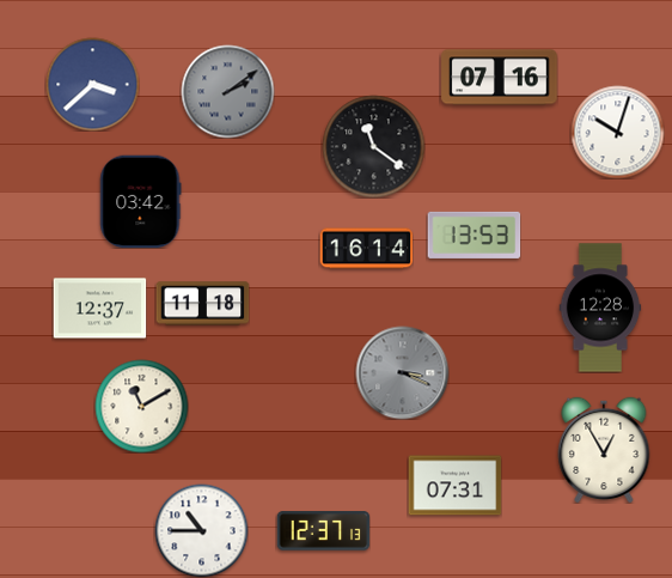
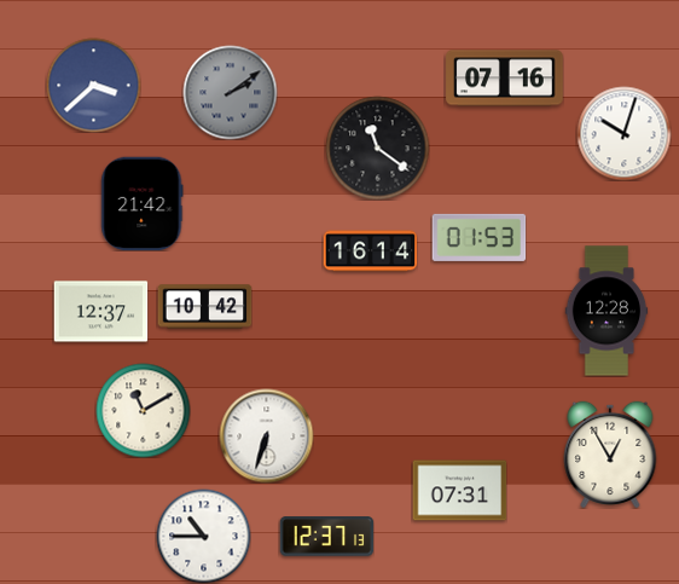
clock at (141, 201): 03:42 -> 21:42
clock at (474, 235): 13:53 -> 01:53
clock at (202, 304): 11:18 -> 10:42
clock at (402, 372): 3:19 -> none
clock at (266, 435): none -> 6:33
